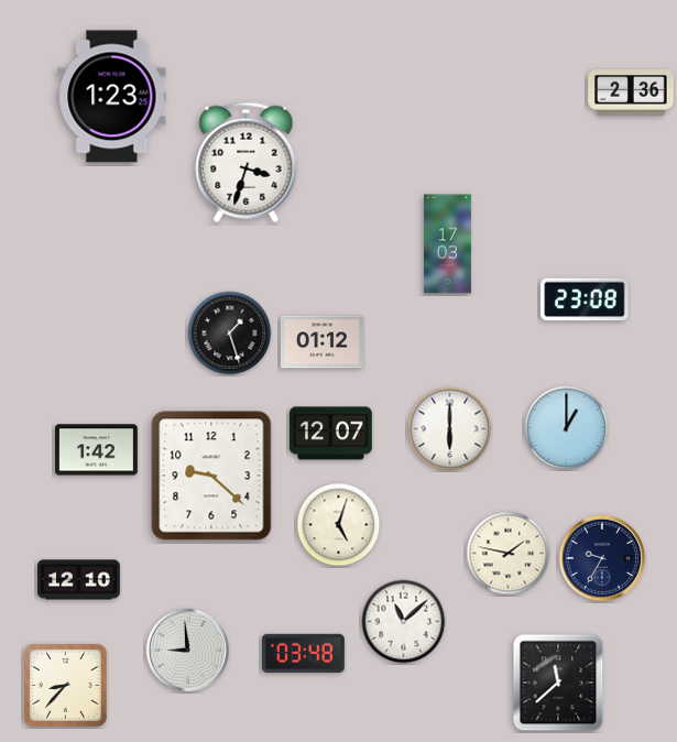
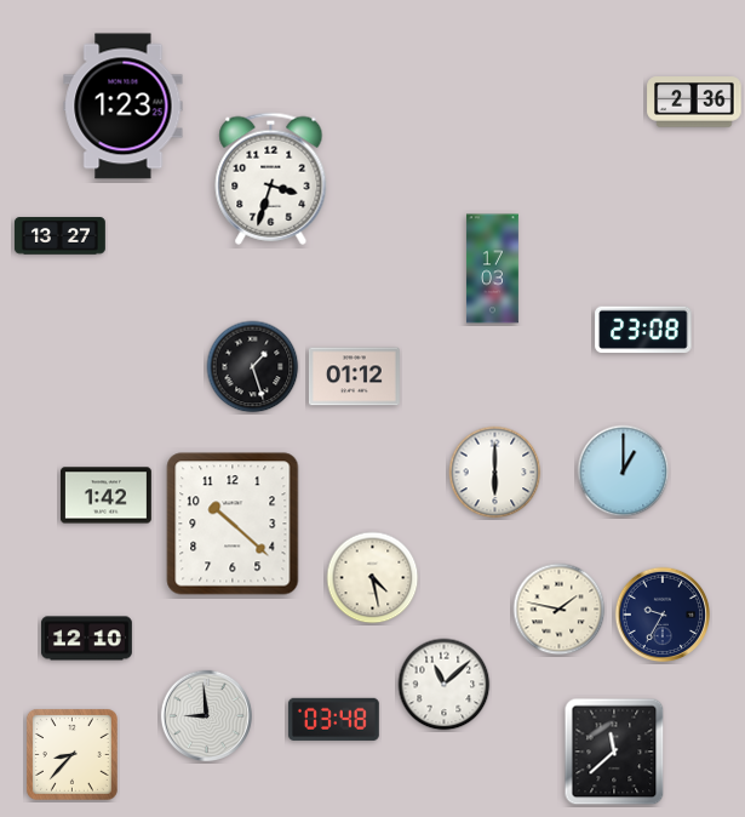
clock at (59, 236): none -> 13:27
clock at (330, 434): 12:07 -> none
clock at (211, 476): 9:22 -> 10:22
clock at (339, 525): 5:03 -> 4:28
